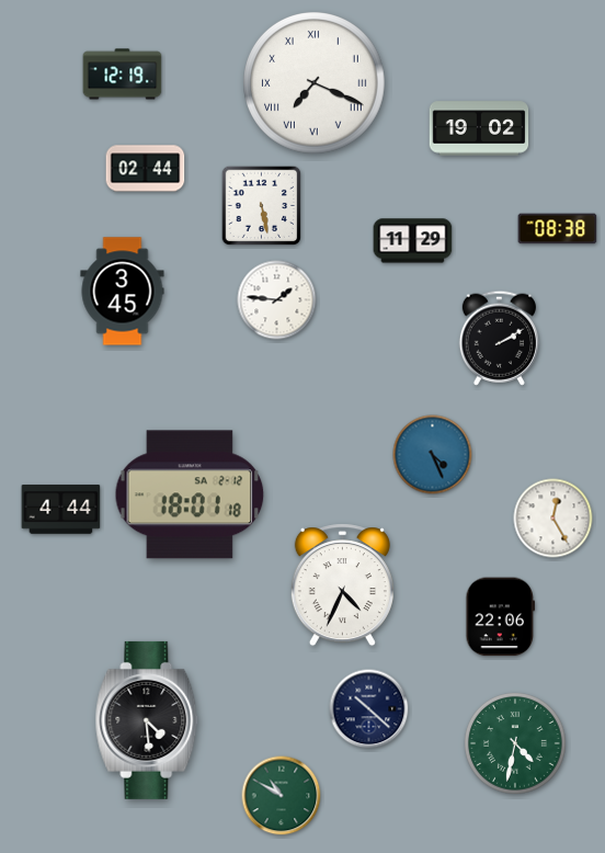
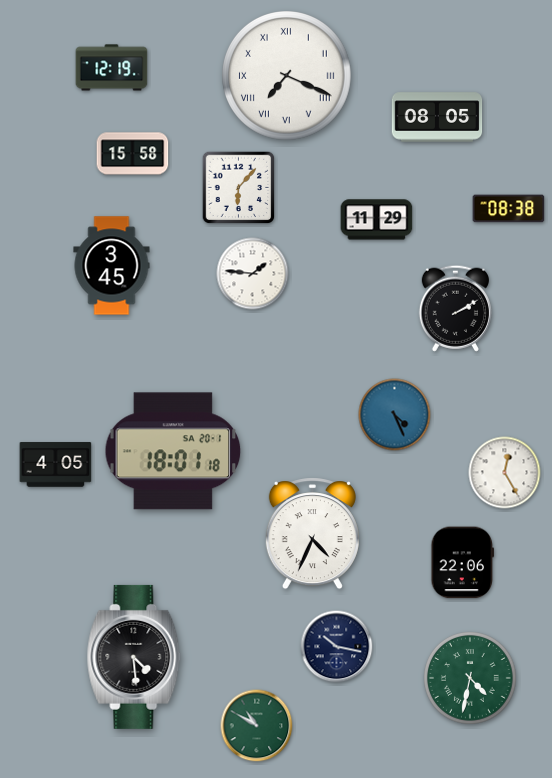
clock at (479, 128): 19:02 -> 08:05
clock at (146, 169): 02:44 -> 15:58
clock at (262, 206): 5:28 -> 6:07
clock at (190, 494) date: SA 2-12 -> SA 20-1
clock at (61, 510): 4:44 -> 4:05
clock at (501, 617) position: (501, 617) -> (463, 563)
clock at (369, 709): 10:22 -> 10:17
